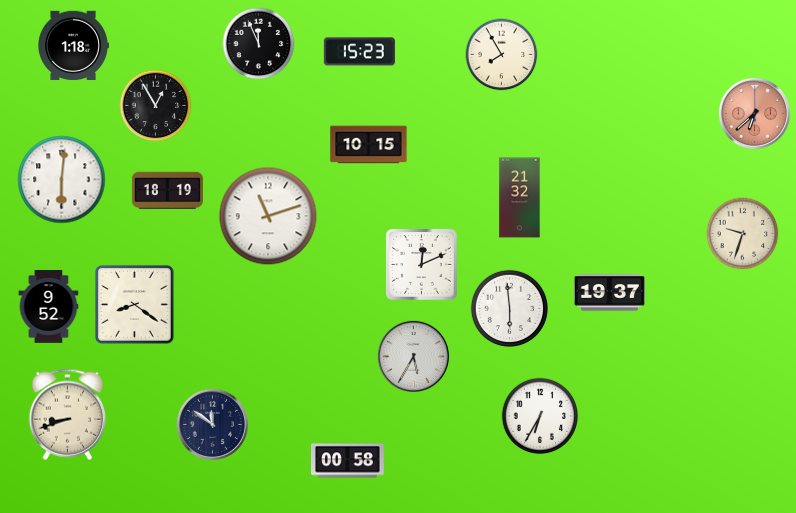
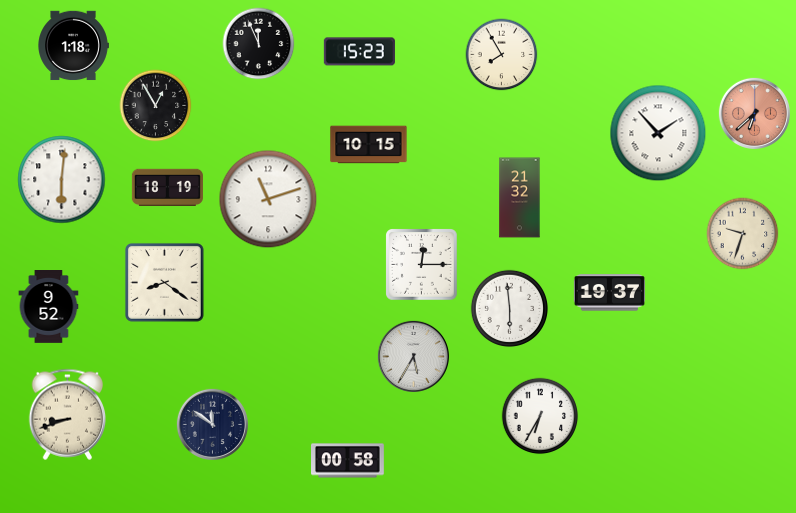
clock at (658, 133): none -> 1:53
clock at (167, 190) position: (167, 190) -> (167, 187)
clock at (268, 216) position: (268, 216) -> (268, 199)
clock at (422, 265): 12:11 -> 12:15
clock at (134, 305) position: (134, 305) -> (164, 283)
